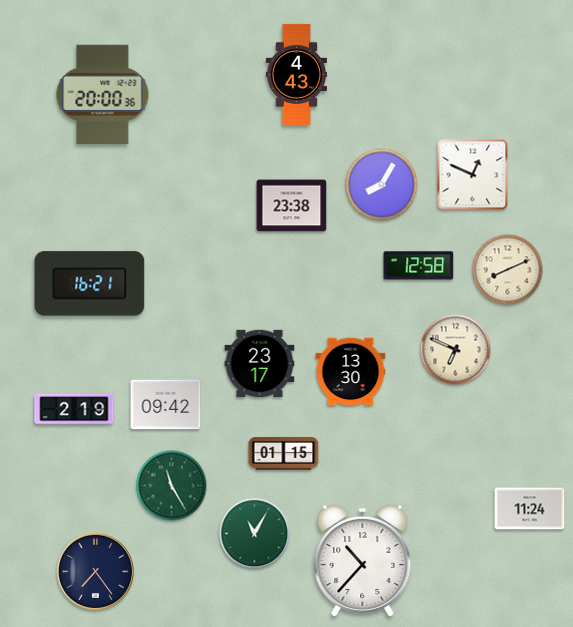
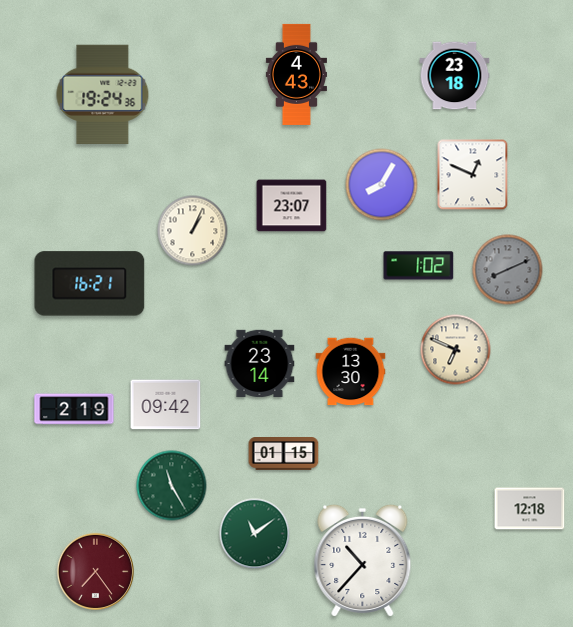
clock at (455, 76): none -> 23:18
clock at (103, 94): 20:00 -> 19:24
clock at (292, 206): 23:38 -> 23:07
clock at (193, 231): none -> 1:04
clock at (419, 266): 12:58 -> 1:02
clock at (508, 270) dial: cream -> grey
clock at (260, 364): 23:17 -> 23:14
clock at (530, 509): 11:24 -> 12:18
clock at (255, 534): 11:05 -> 11:09
clock at (95, 571) dial: navy -> burgundy
